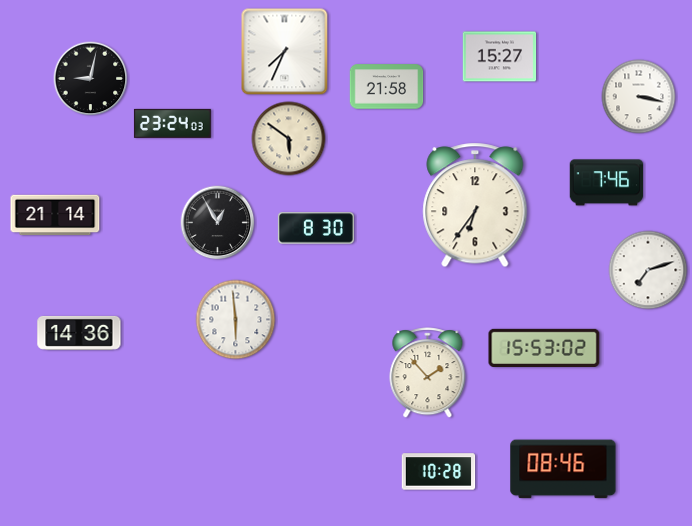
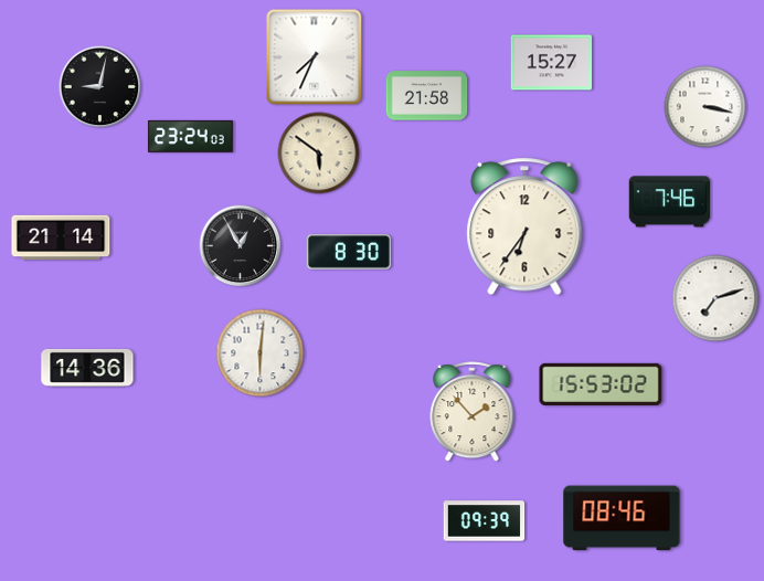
clock at (236, 320): 5:59 -> 6:01
clock at (439, 472): 10:28 -> 09:39
